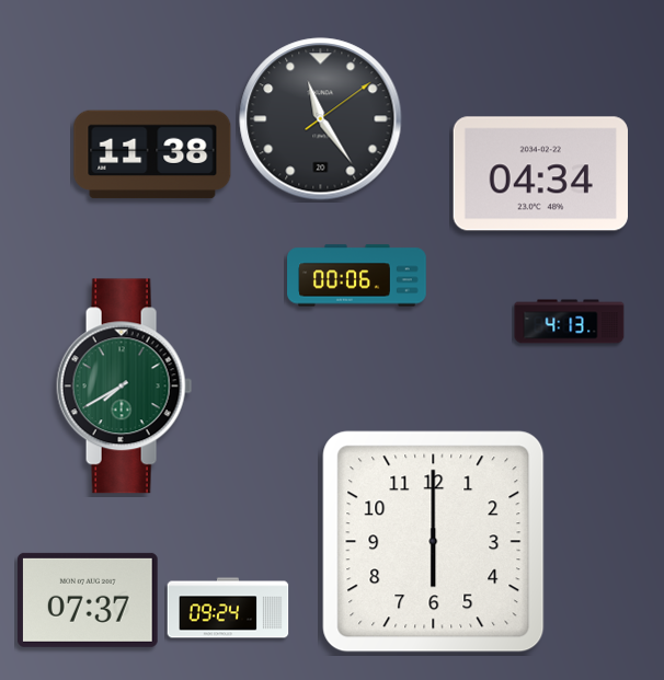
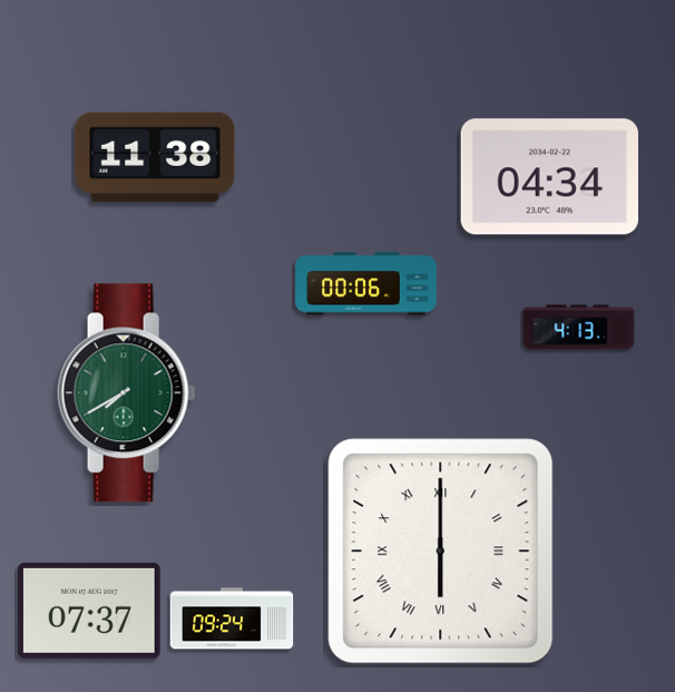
clock at (321, 119): 11:24 -> none
clock at (357, 276) position: (357, 276) -> (366, 284)
clock at (434, 542) numerals: Arabic -> Roman
